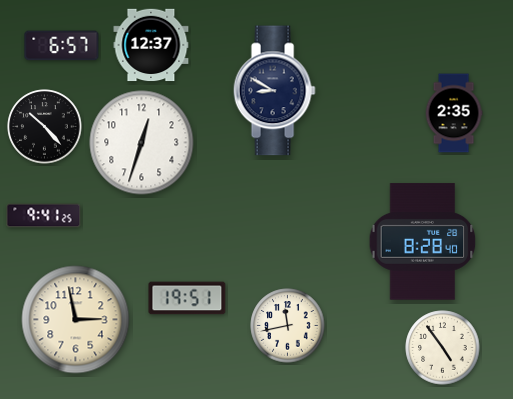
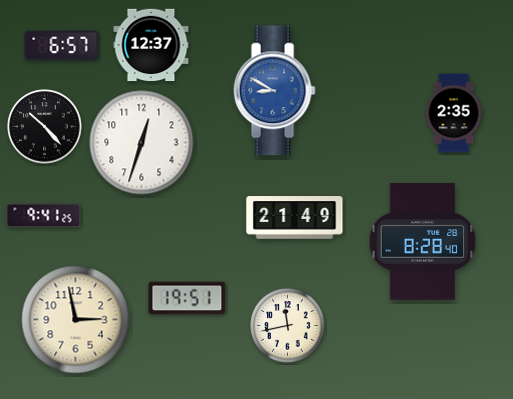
clock at (274, 91) dial: navy -> blue
clock at (295, 218): none -> 21:49
clock at (443, 348): 4:54 -> none
